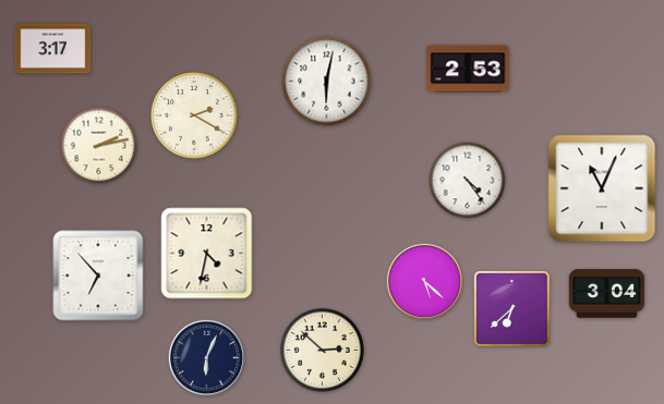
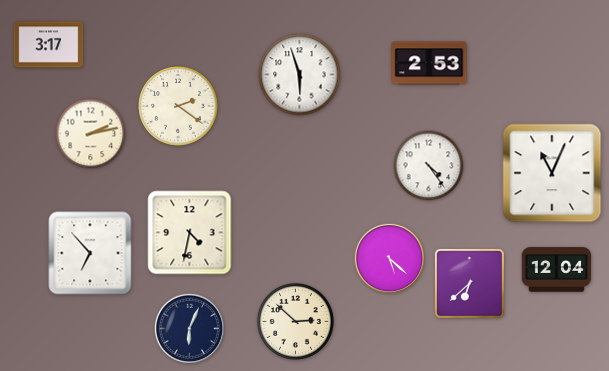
clock at (327, 82): 6:02 -> 5:57
clock at (194, 115): 2:20 -> 2:21
clock at (607, 294): 3:04 -> 12:04
